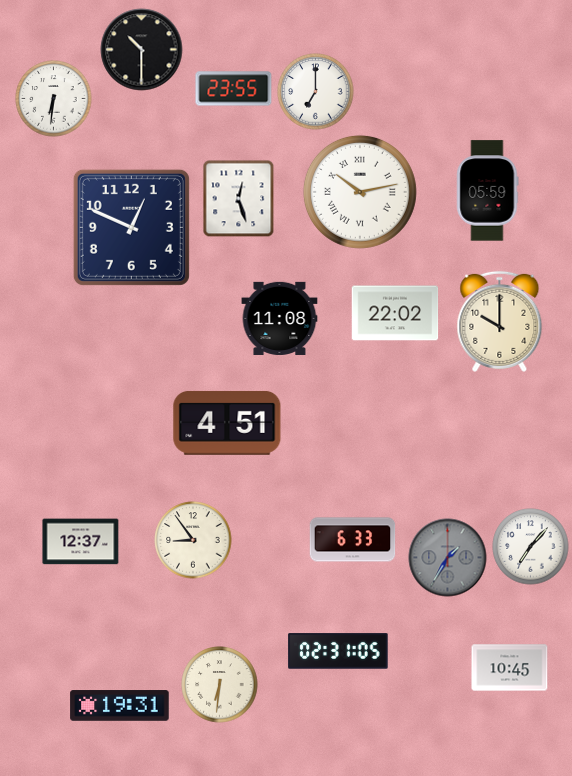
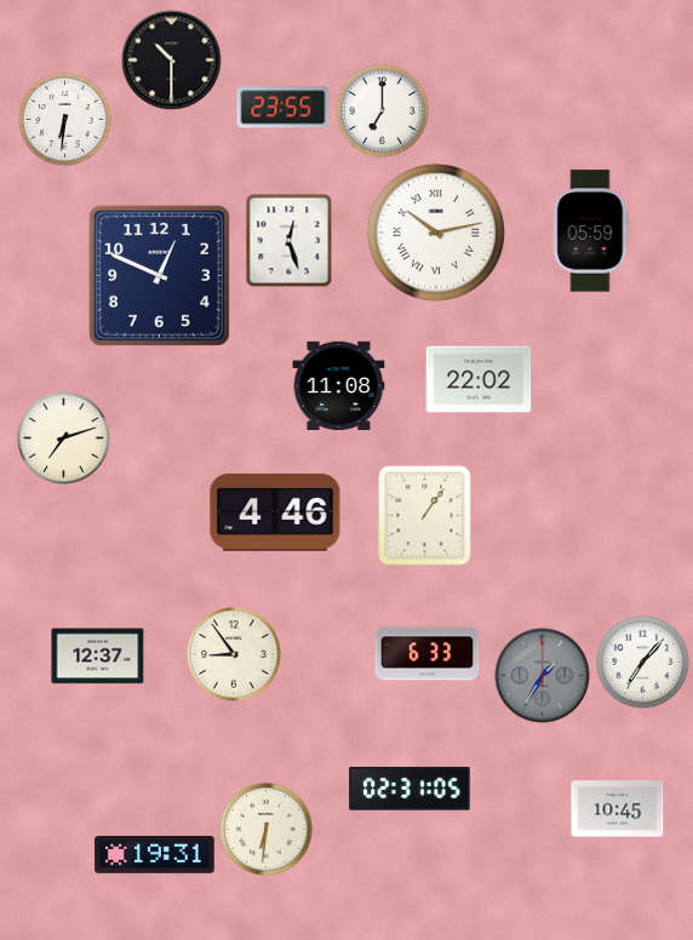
clock at (500, 321): 10:00 -> none
clock at (64, 439): none -> 7:12
clock at (227, 423): 4:51 -> 4:46
clock at (425, 516): none -> 1:06
clock at (120, 706) position: (120, 706) -> (155, 855)
